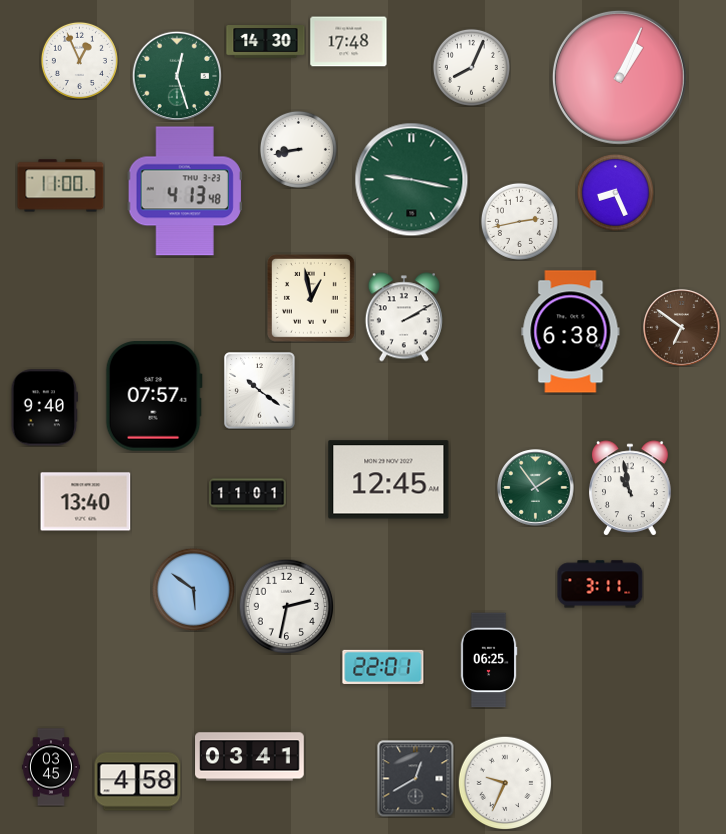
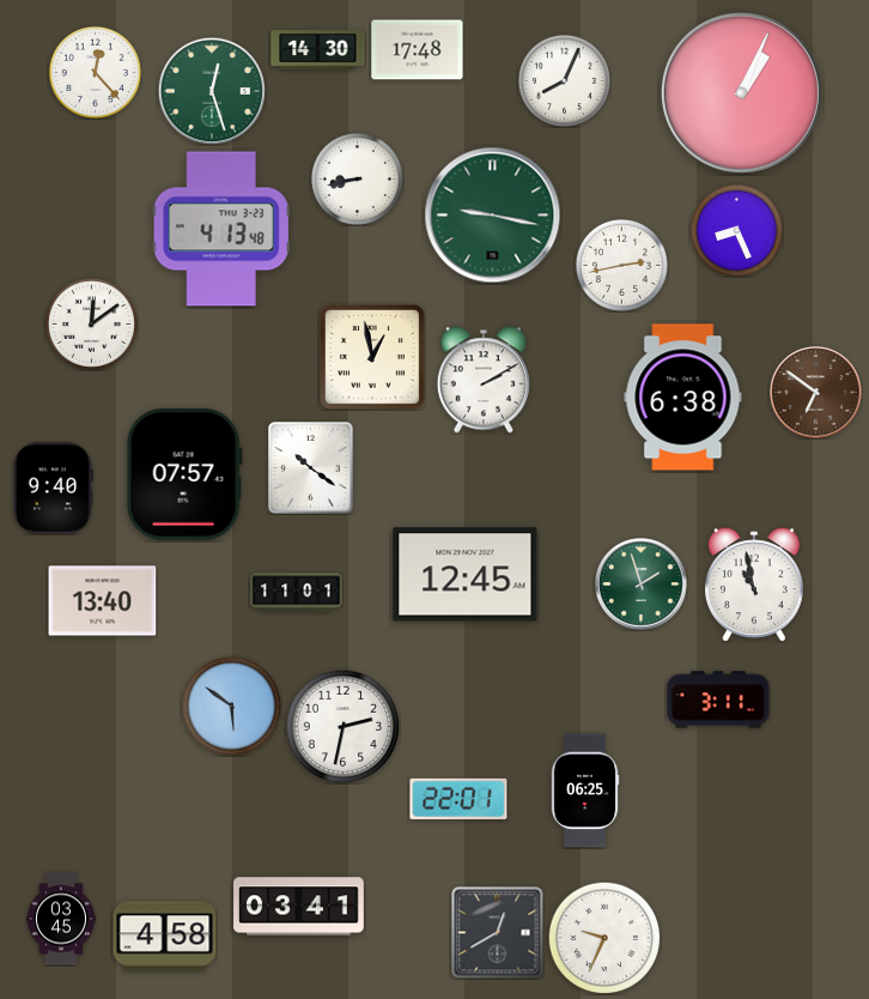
clock at (79, 60): 12:56 -> 12:23
clock at (61, 186): 11:00 -> none
clock at (91, 323): none -> 12:09
clock at (536, 488): 1:54 -> 1:57
